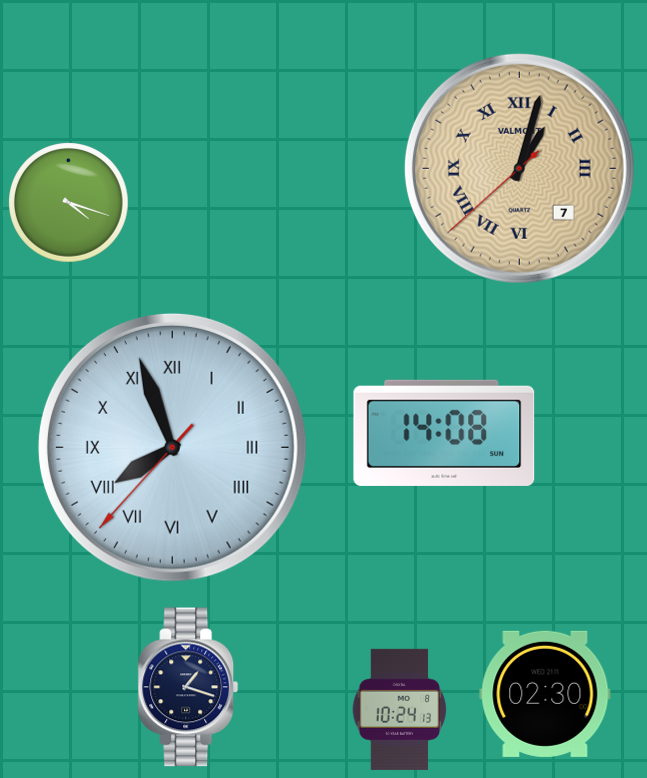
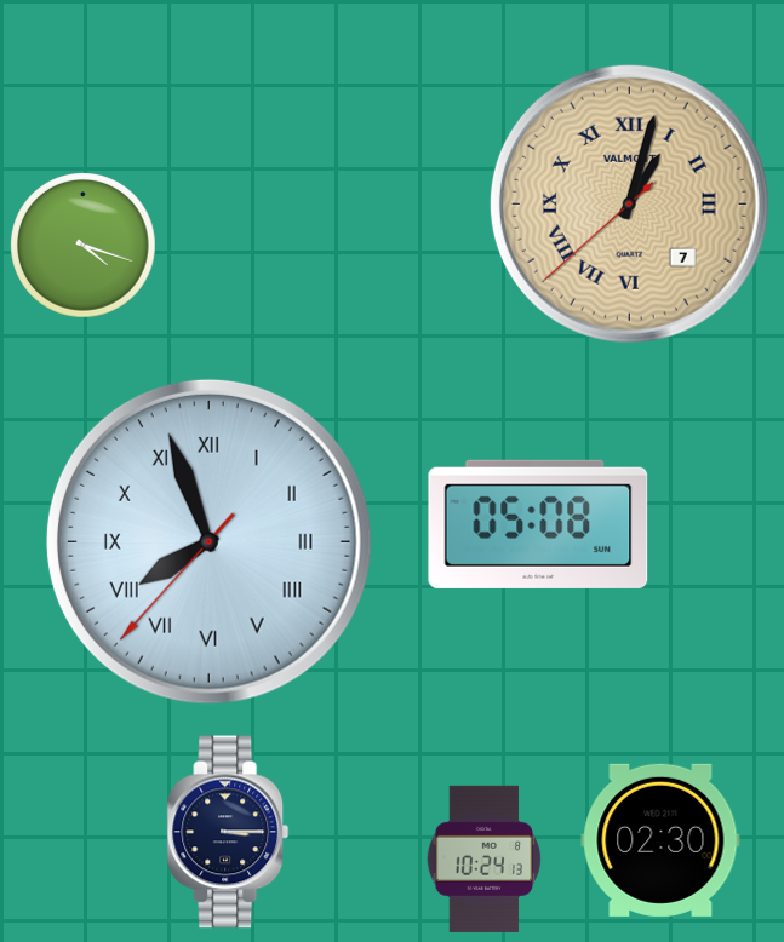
clock at (444, 433): 14:08 -> 05:08
clock at (188, 687): 1:18 -> 3:15
